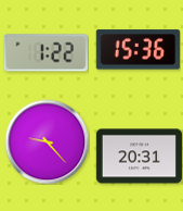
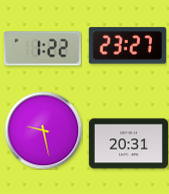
clock at (138, 50): 15:36 -> 23:27
clock at (47, 141): 9:23 -> 9:28
